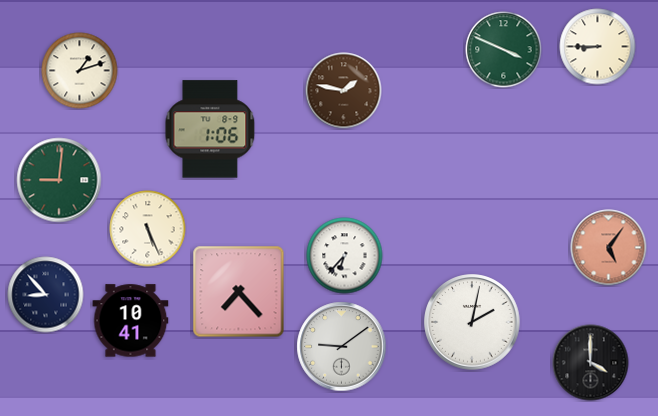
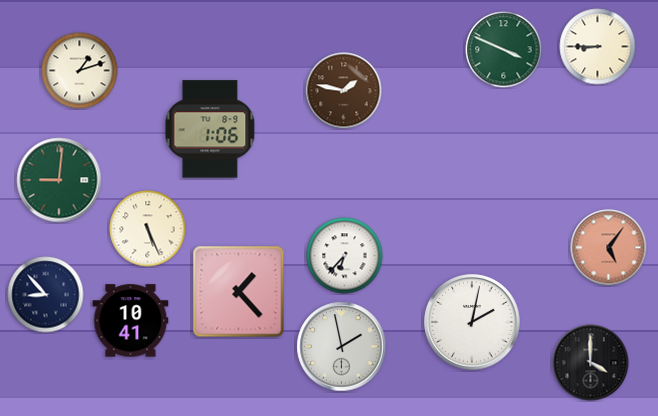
clock at (239, 292): 7:23 -> 1:23
clock at (342, 347): 9:09 -> 1:58
